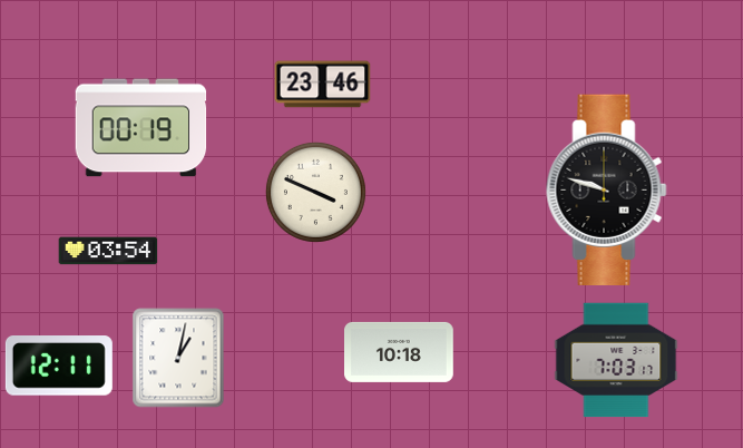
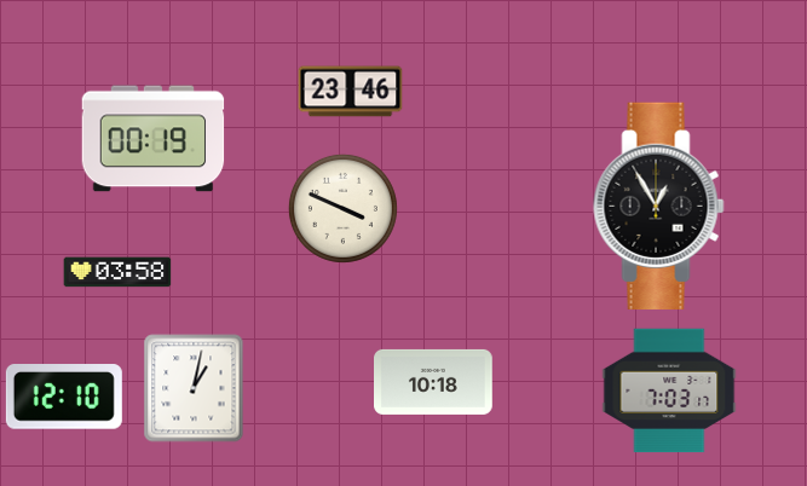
clock at (607, 189): 9:48 -> 12:55
clock at (108, 251): 03:54 -> 03:58
clock at (59, 367): 12:11 -> 12:10
